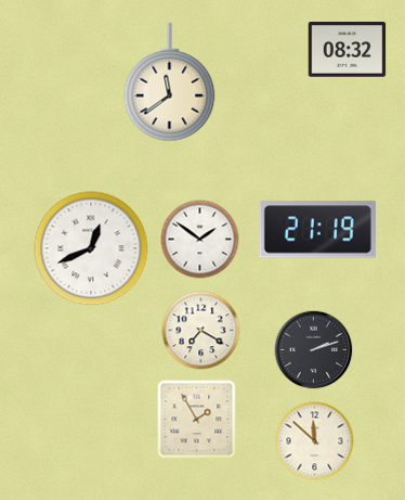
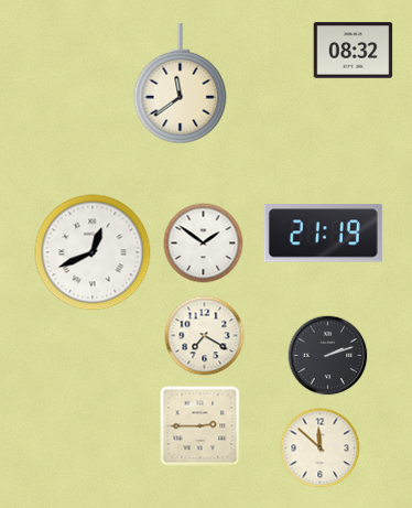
clock at (170, 82) position: (170, 82) -> (181, 84)
clock at (314, 350) position: (314, 350) -> (328, 356)
clock at (197, 420): 1:55 -> 2:45
